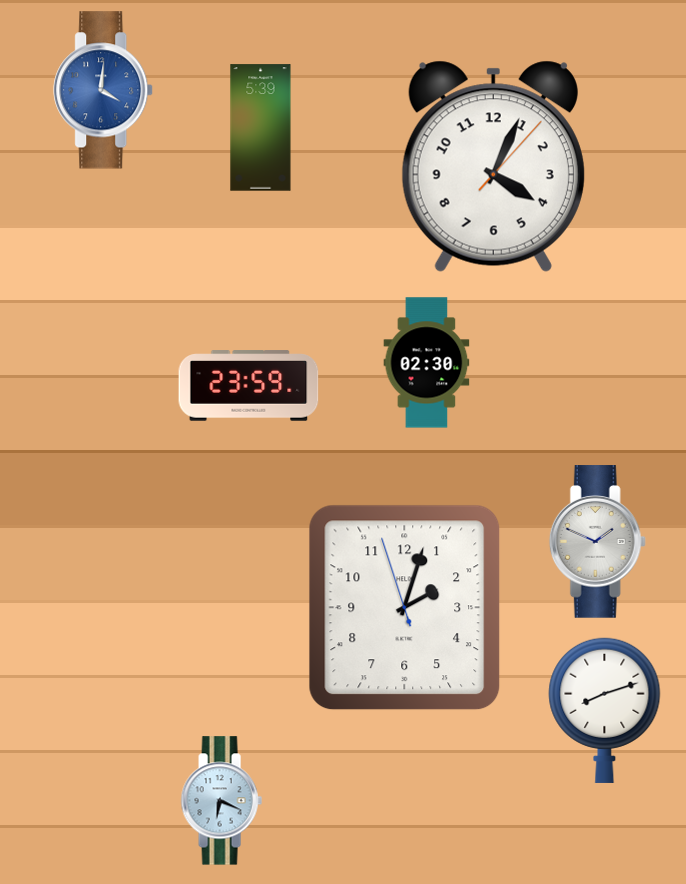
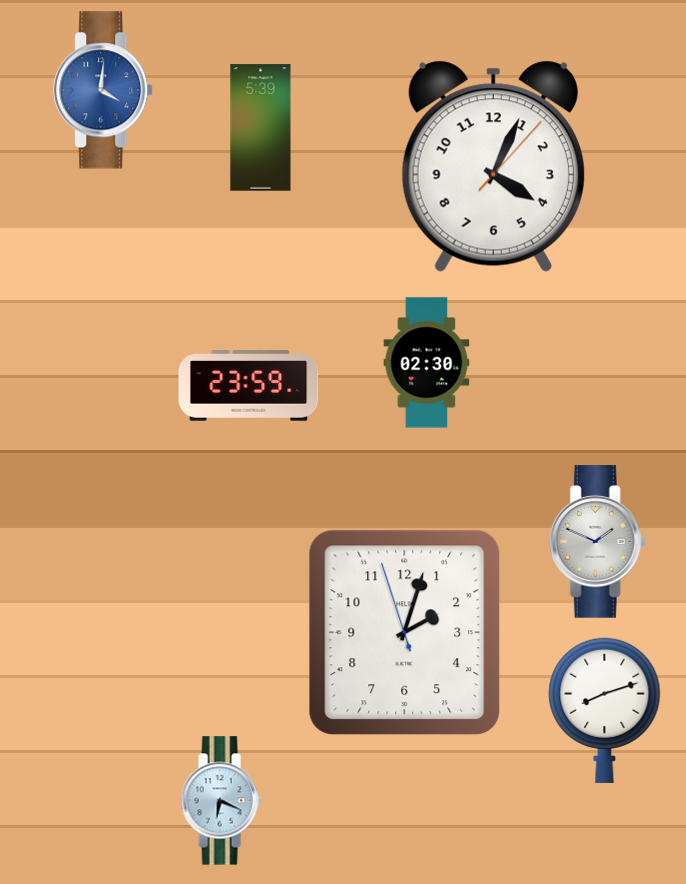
clock at (405, 608) position: (405, 608) -> (405, 633)
